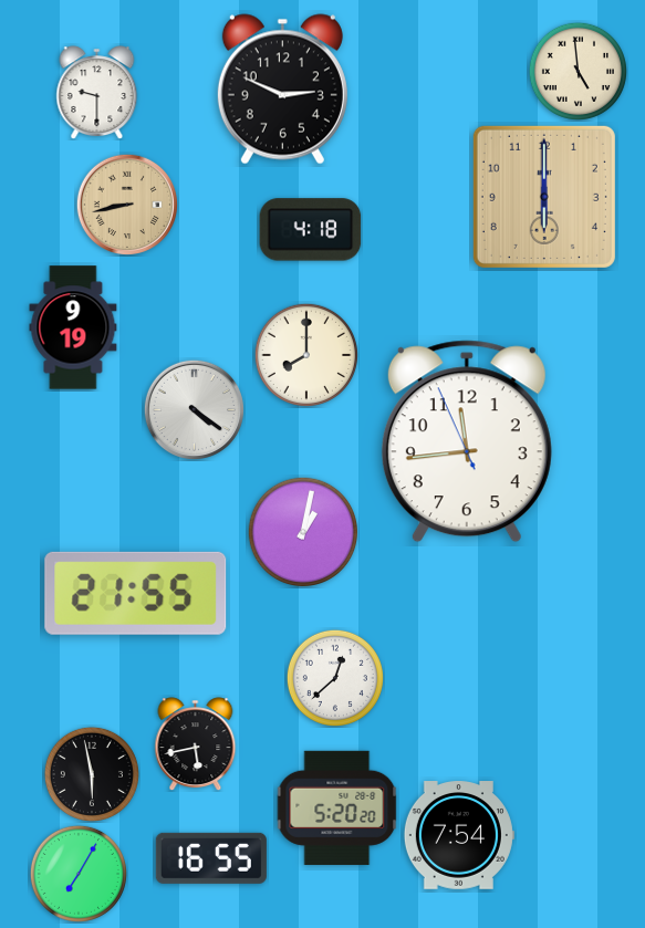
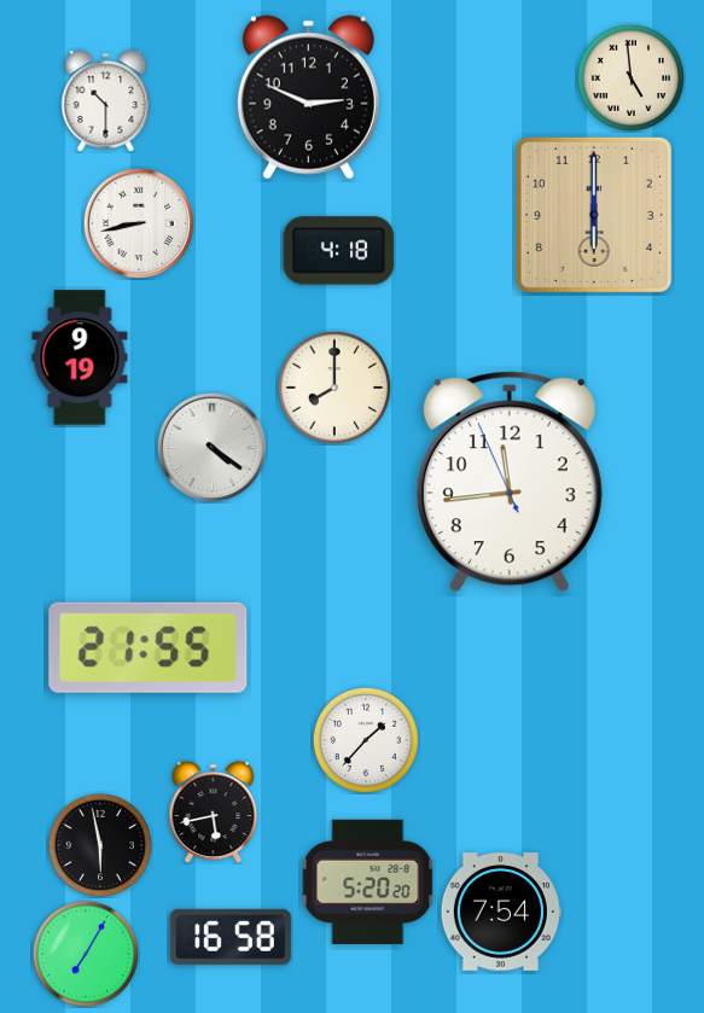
clock at (97, 93): 9:30 -> 10:30
clock at (126, 204) dial: champagne -> white
clock at (303, 532): 1:02 -> none
clock at (335, 678): 12:38 -> 1:37
clock at (211, 858): 16:55 -> 16:58
